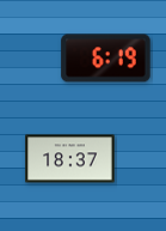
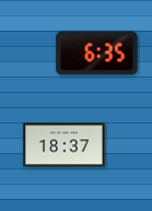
clock at (106, 59): 6:19 -> 6:35
